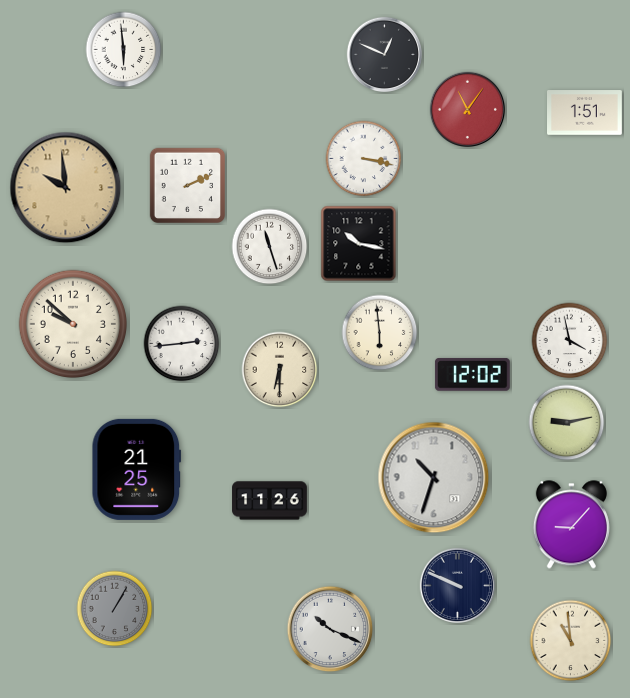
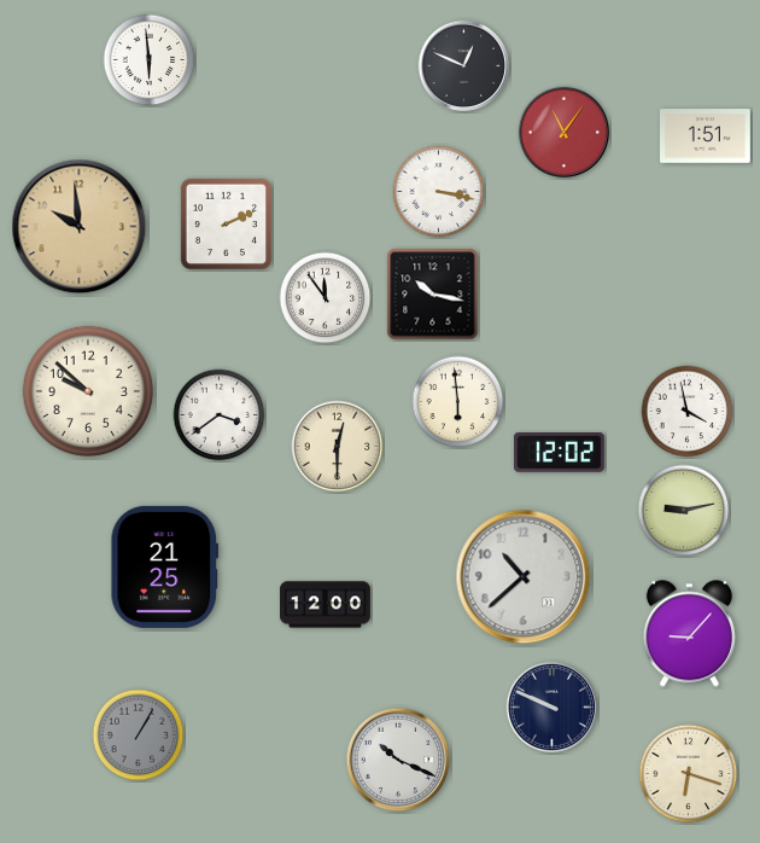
clock at (270, 247): 11:27 -> 11:54
clock at (182, 344): 2:44 -> 3:39
clock at (280, 370): 6:30 -> 12:30
clock at (472, 375) position: (472, 375) -> (559, 453)
clock at (434, 478): 10:33 -> 10:38
clock at (270, 501): 11:26 -> 12:00
clock at (571, 641): 10:59 -> 6:18
